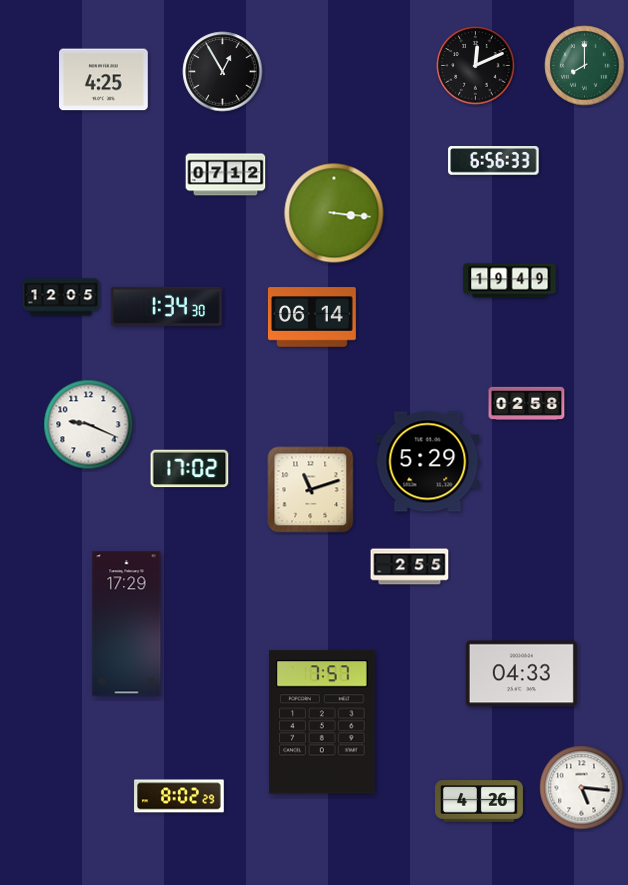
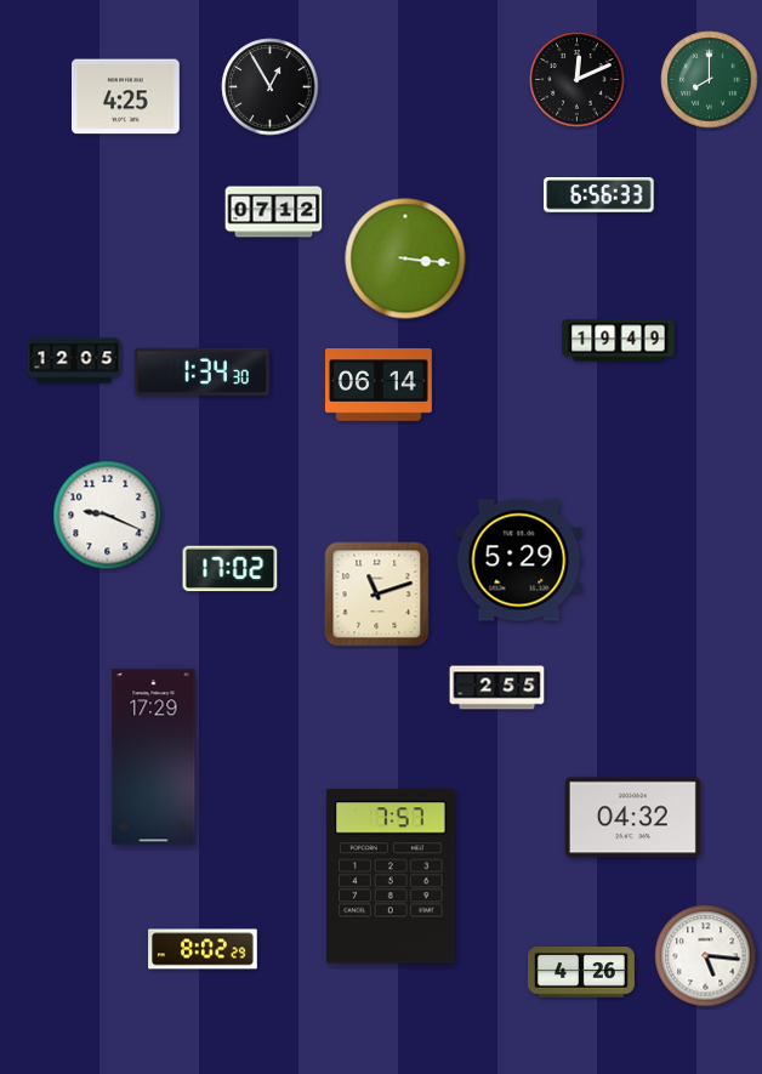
clock at (527, 403): 02:58 -> none
clock at (521, 674): 04:33 -> 04:32
clock at (179, 796) position: (179, 796) -> (203, 949)
